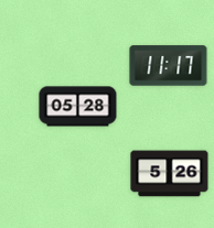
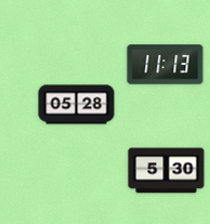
clock at (169, 66): 11:17 -> 11:13
clock at (170, 174): 5:26 -> 5:30
